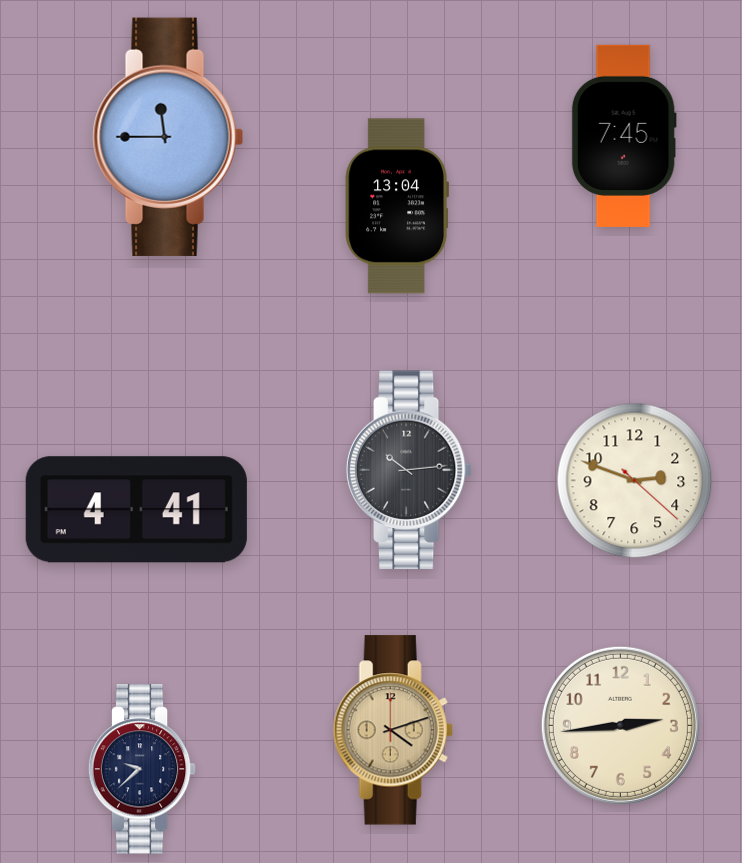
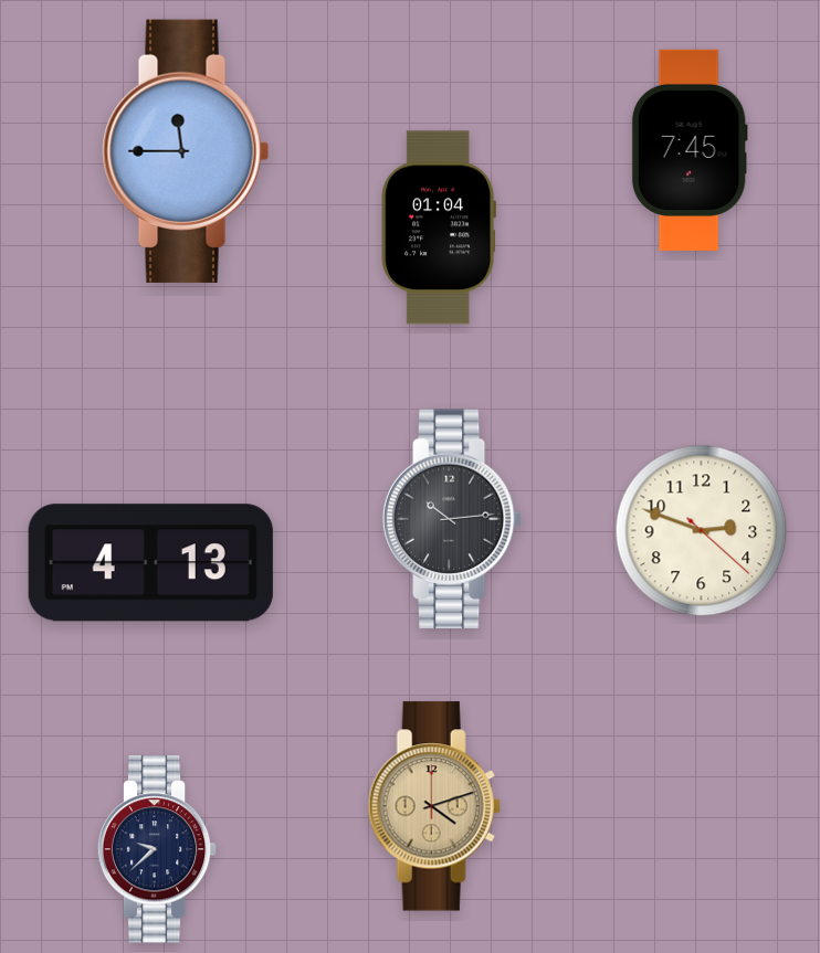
clock at (397, 206): 13:04 -> 01:04
clock at (136, 510): 4:41 -> 4:13
clock at (620, 725): 2:44 -> none
